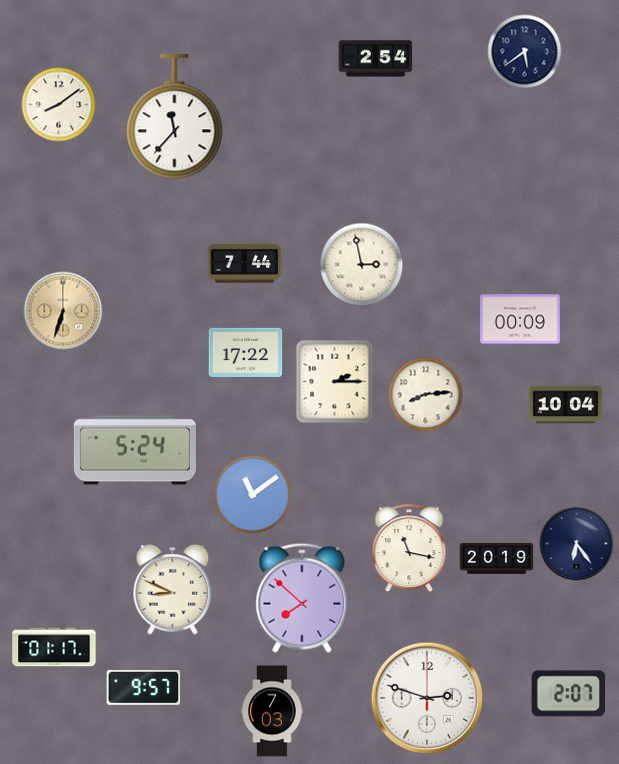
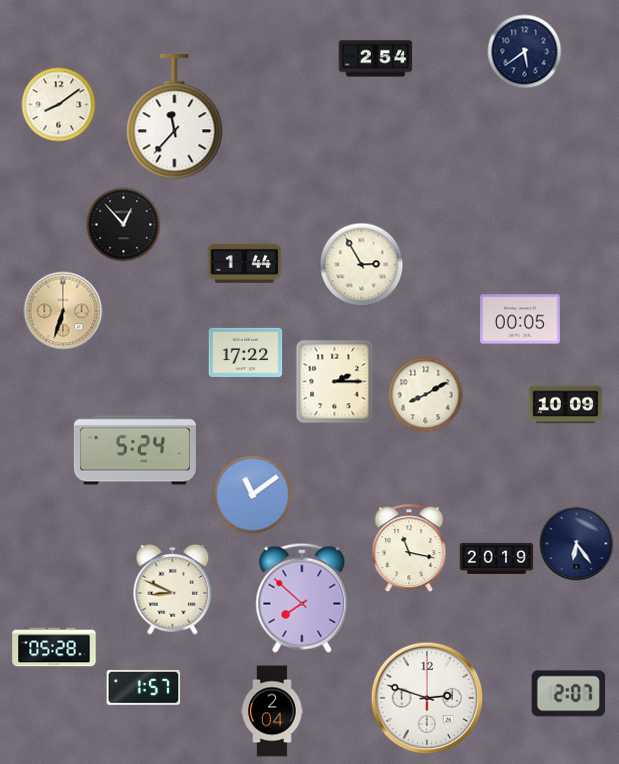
clock at (124, 225): none -> 12:53
clock at (245, 263): 7:44 -> 1:44
clock at (362, 265): 2:58 -> 2:55
clock at (521, 319): 00:09 -> 00:05
clock at (426, 395): 8:14 -> 8:10
clock at (566, 405): 10:04 -> 10:09
clock at (54, 647): 01:17 -> 05:28
clock at (144, 687): 9:57 -> 1:57
clock at (272, 711): 7:03 -> 2:04
